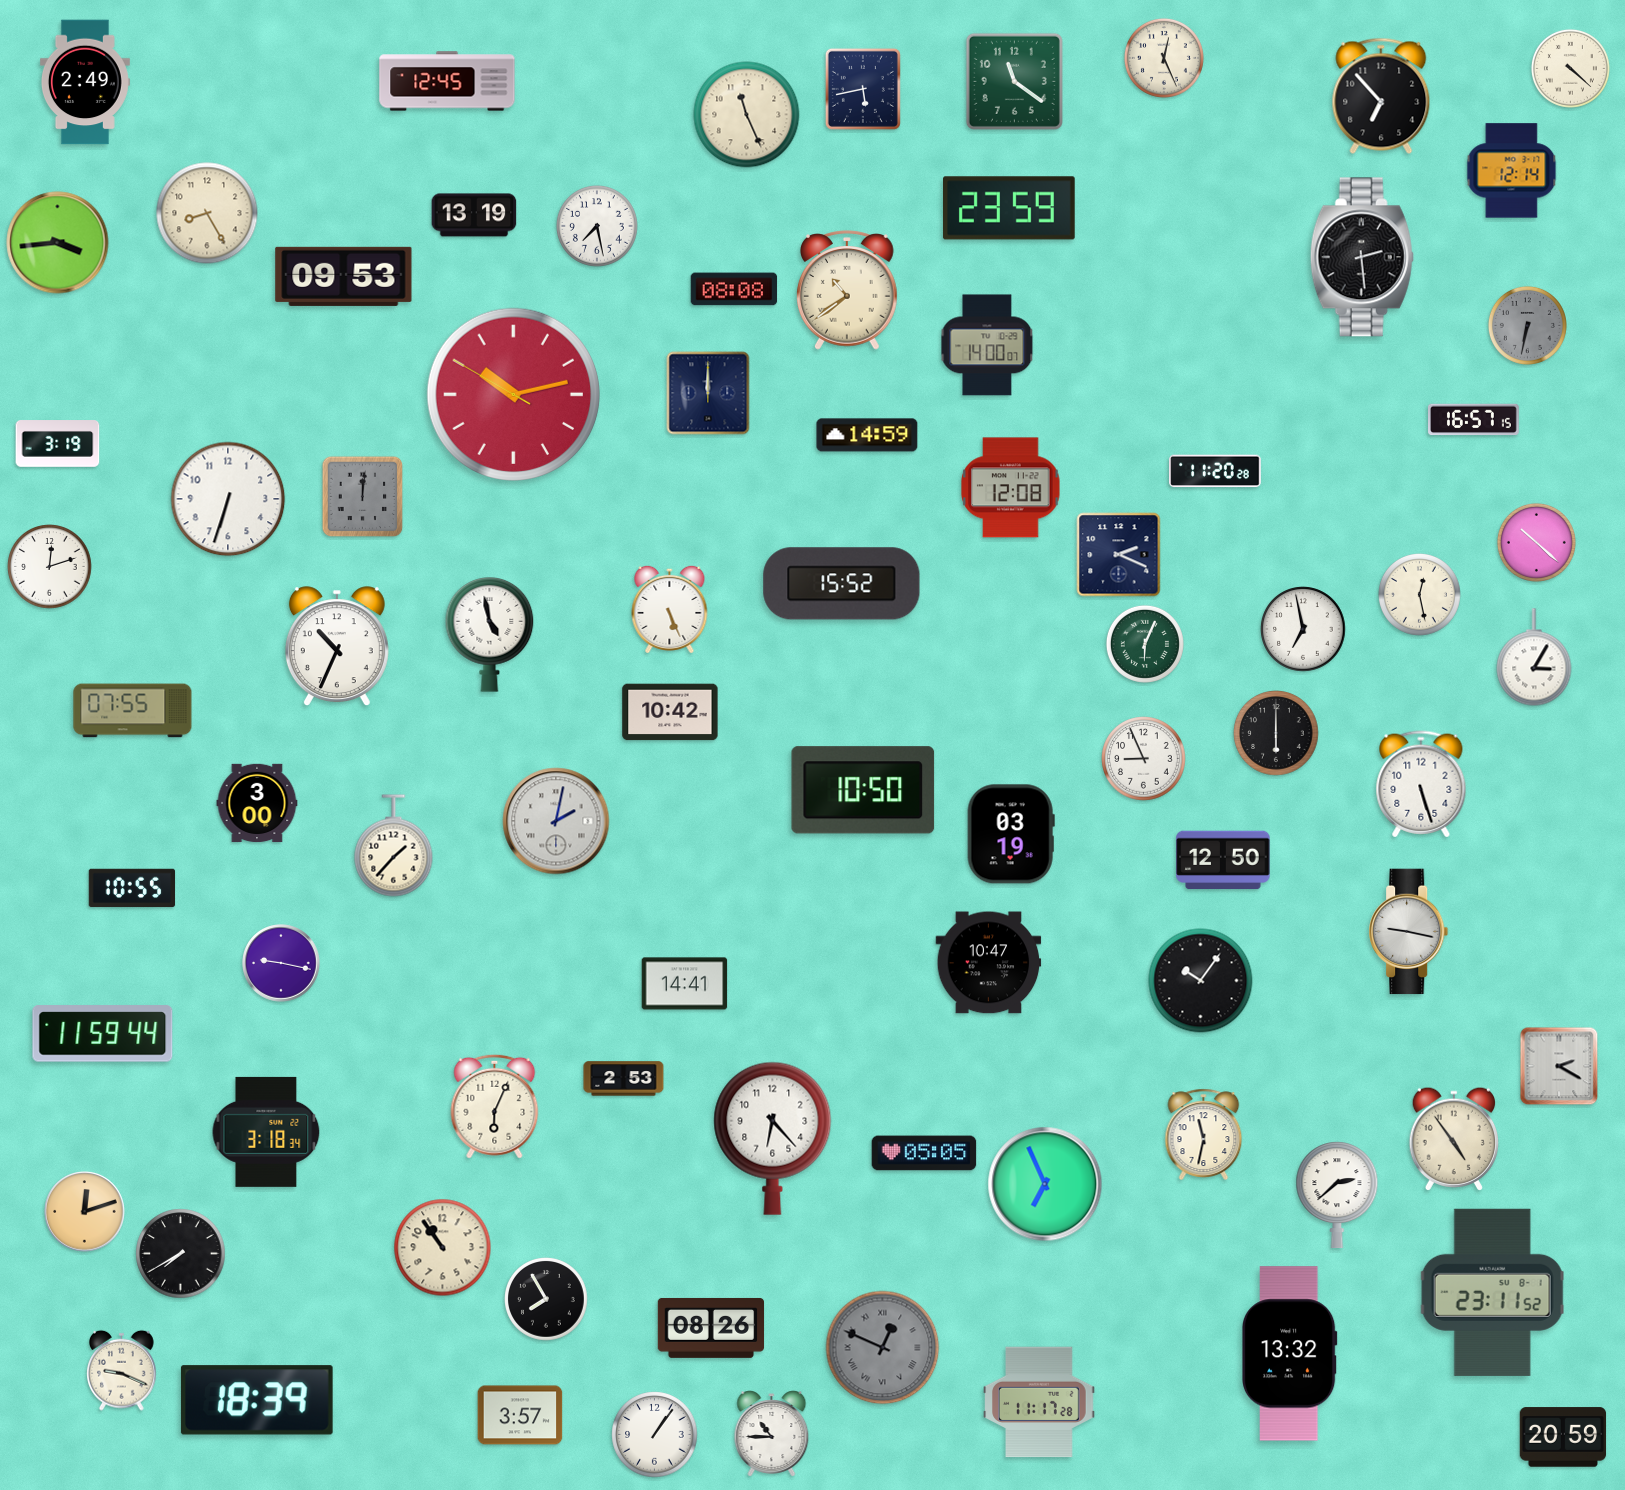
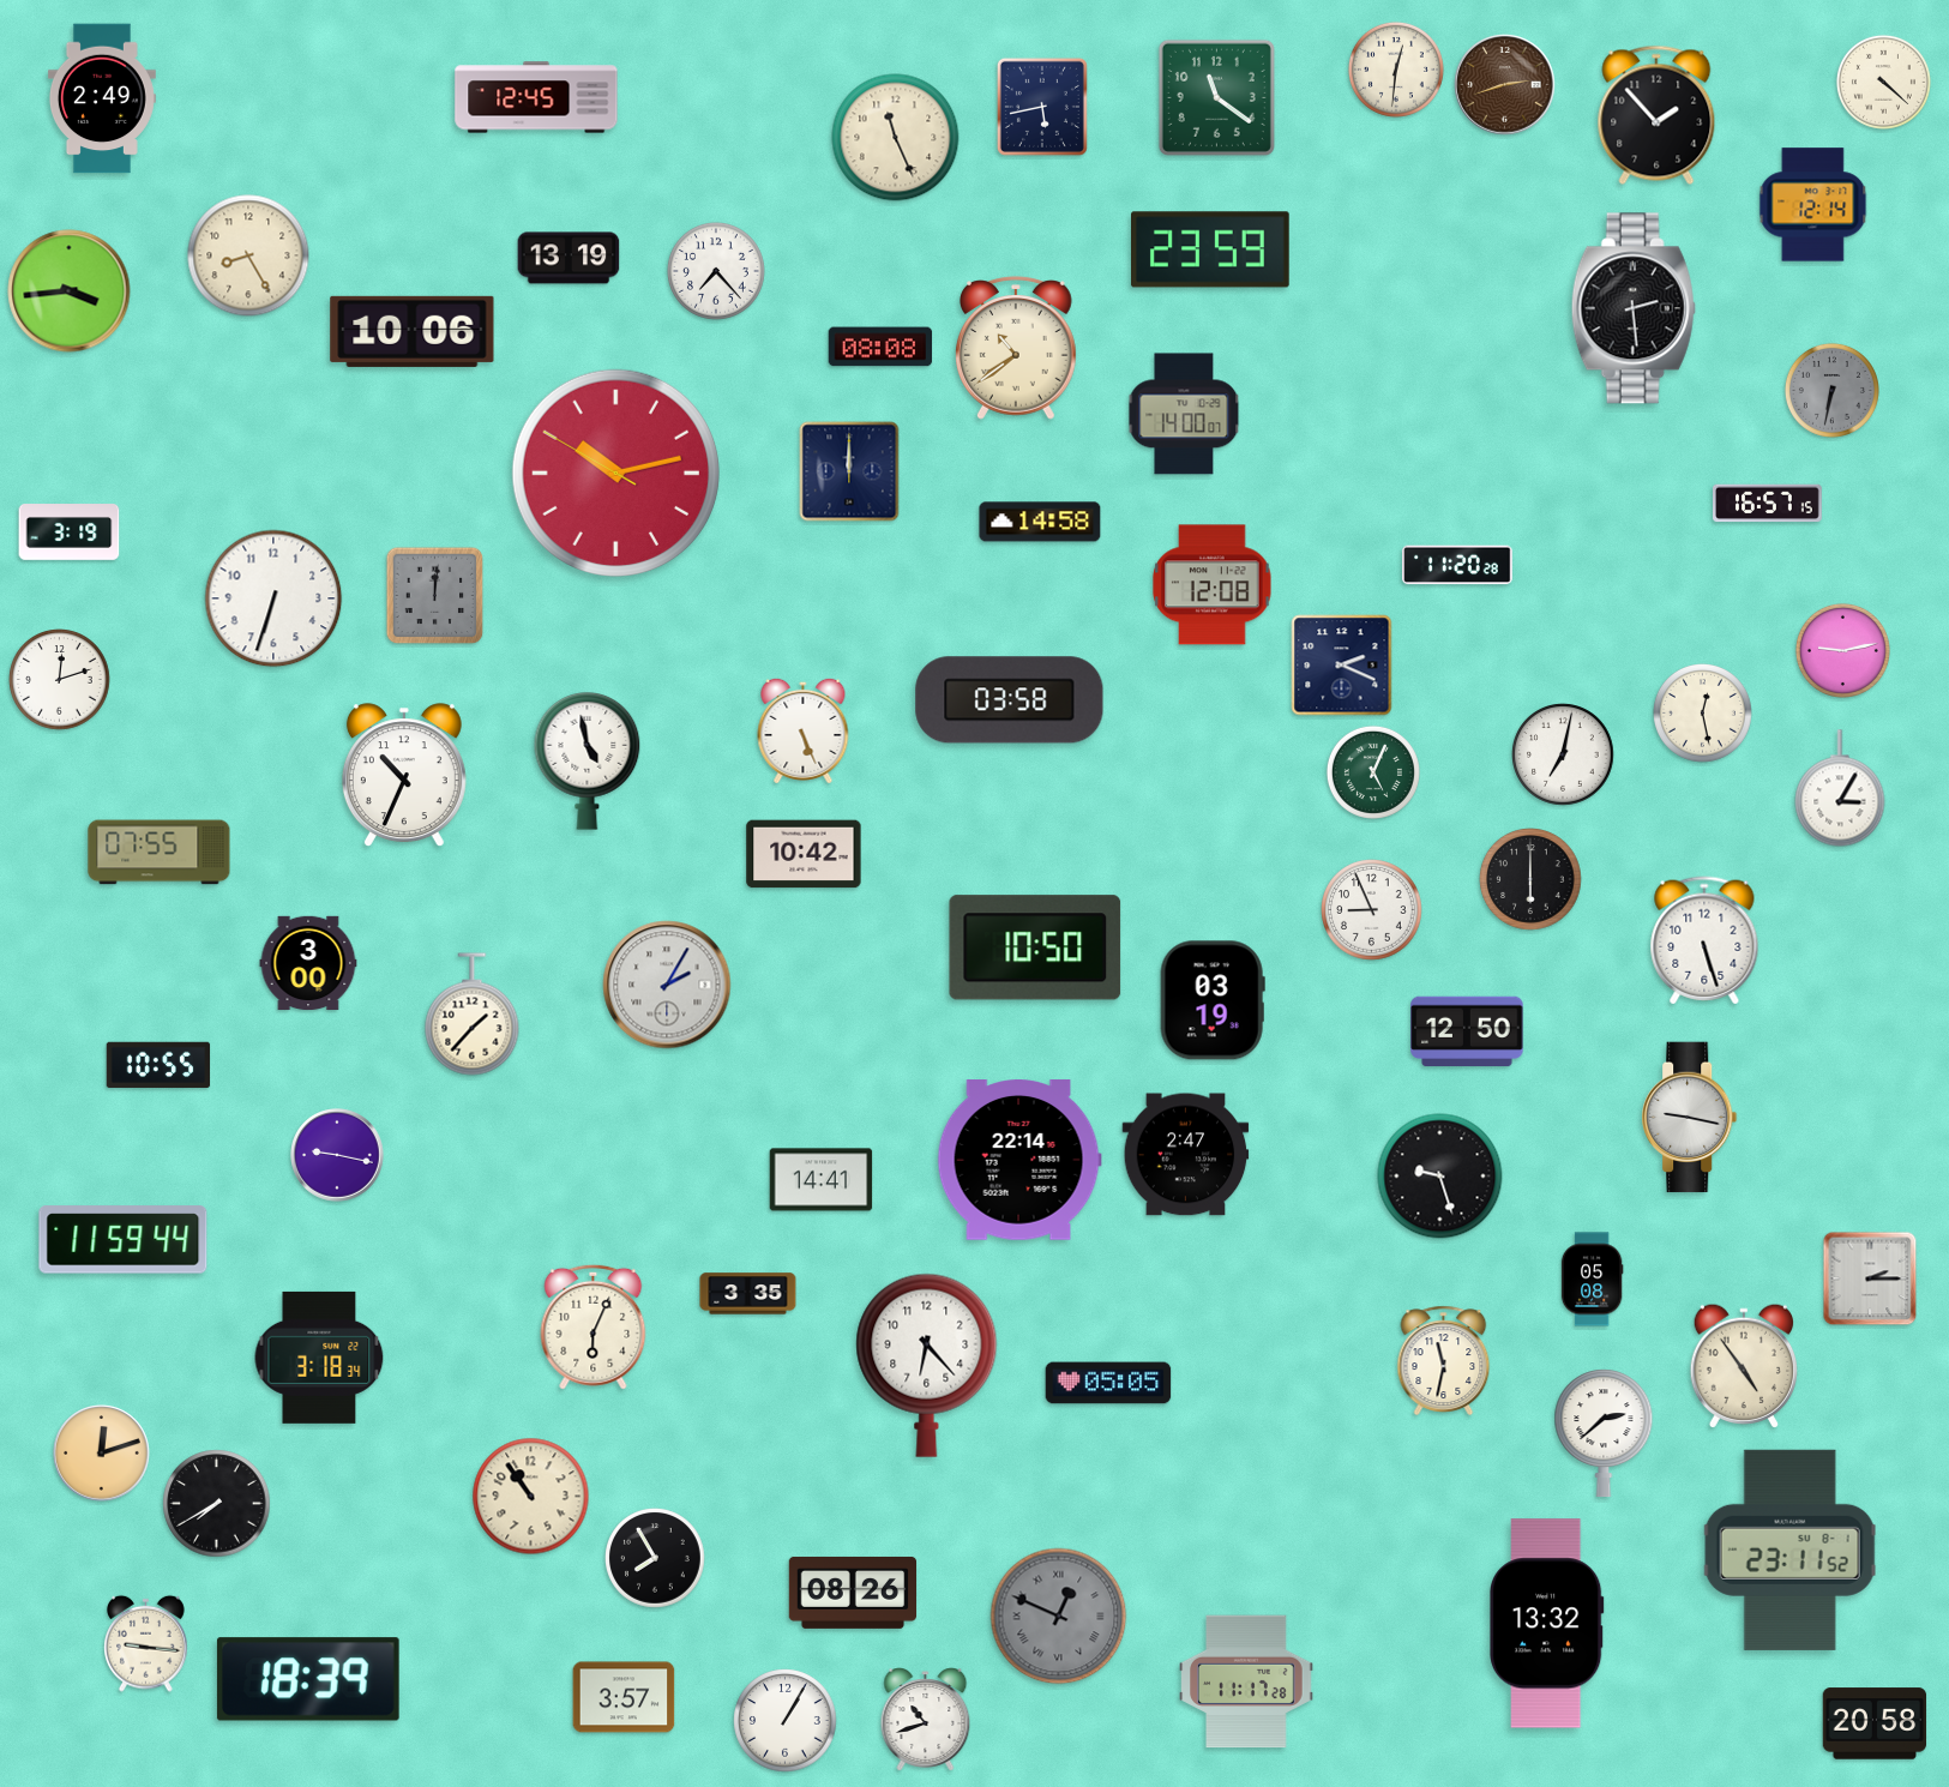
clock at (1164, 58): 12:26 -> 12:31
clock at (1505, 85): none -> 2:42
clock at (863, 89) position: (863, 89) -> (1042, 107)
clock at (1381, 96): 6:53 -> 1:53
clock at (597, 226): 7:28 -> 7:23
clock at (344, 276): 09:53 -> 10:06
clock at (867, 435): 14:59 -> 14:58
clock at (1536, 542): 10:22 -> 9:13
clock at (842, 584): 15:52 -> 03:58
clock at (1303, 629): 6:58 -> 7:02
clock at (1145, 644): 6:04 -> 5:04
clock at (556, 821): 2:02 -> 2:05
clock at (989, 963): 10:47 -> 2:47
clock at (1019, 1160): none -> 22:14
clock at (1201, 981): 10:06 -> 9:27
clock at (1559, 1066): 2:20 -> 2:15
clock at (1592, 1280): none -> 05:08
clock at (624, 1079): 2:53 -> 3:35
clock at (1045, 1184): 6:56 -> none
clock at (122, 1370): 9:19 -> 9:16
clock at (772, 1434): 10:45 -> 10:42
clock at (655, 1435): 1:06 -> 1:05
clock at (1563, 1437): 20:59 -> 20:58
